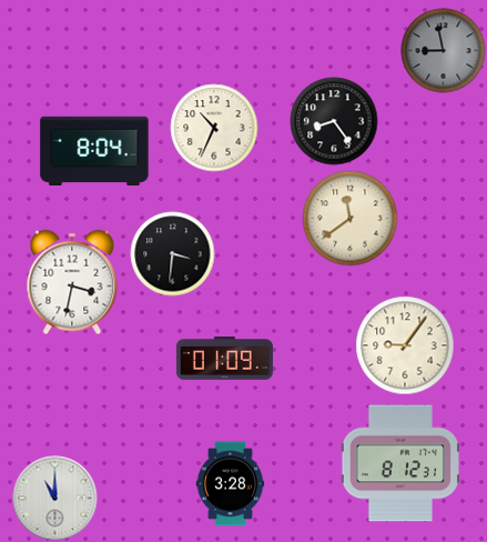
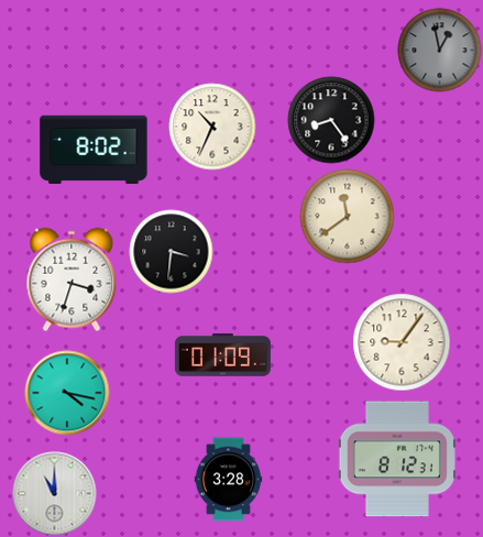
clock at (444, 51): 8:58 -> 12:58
clock at (94, 150): 8:04 -> 8:02
clock at (72, 282): 3:32 -> 3:33
clock at (67, 393): none -> 4:17
